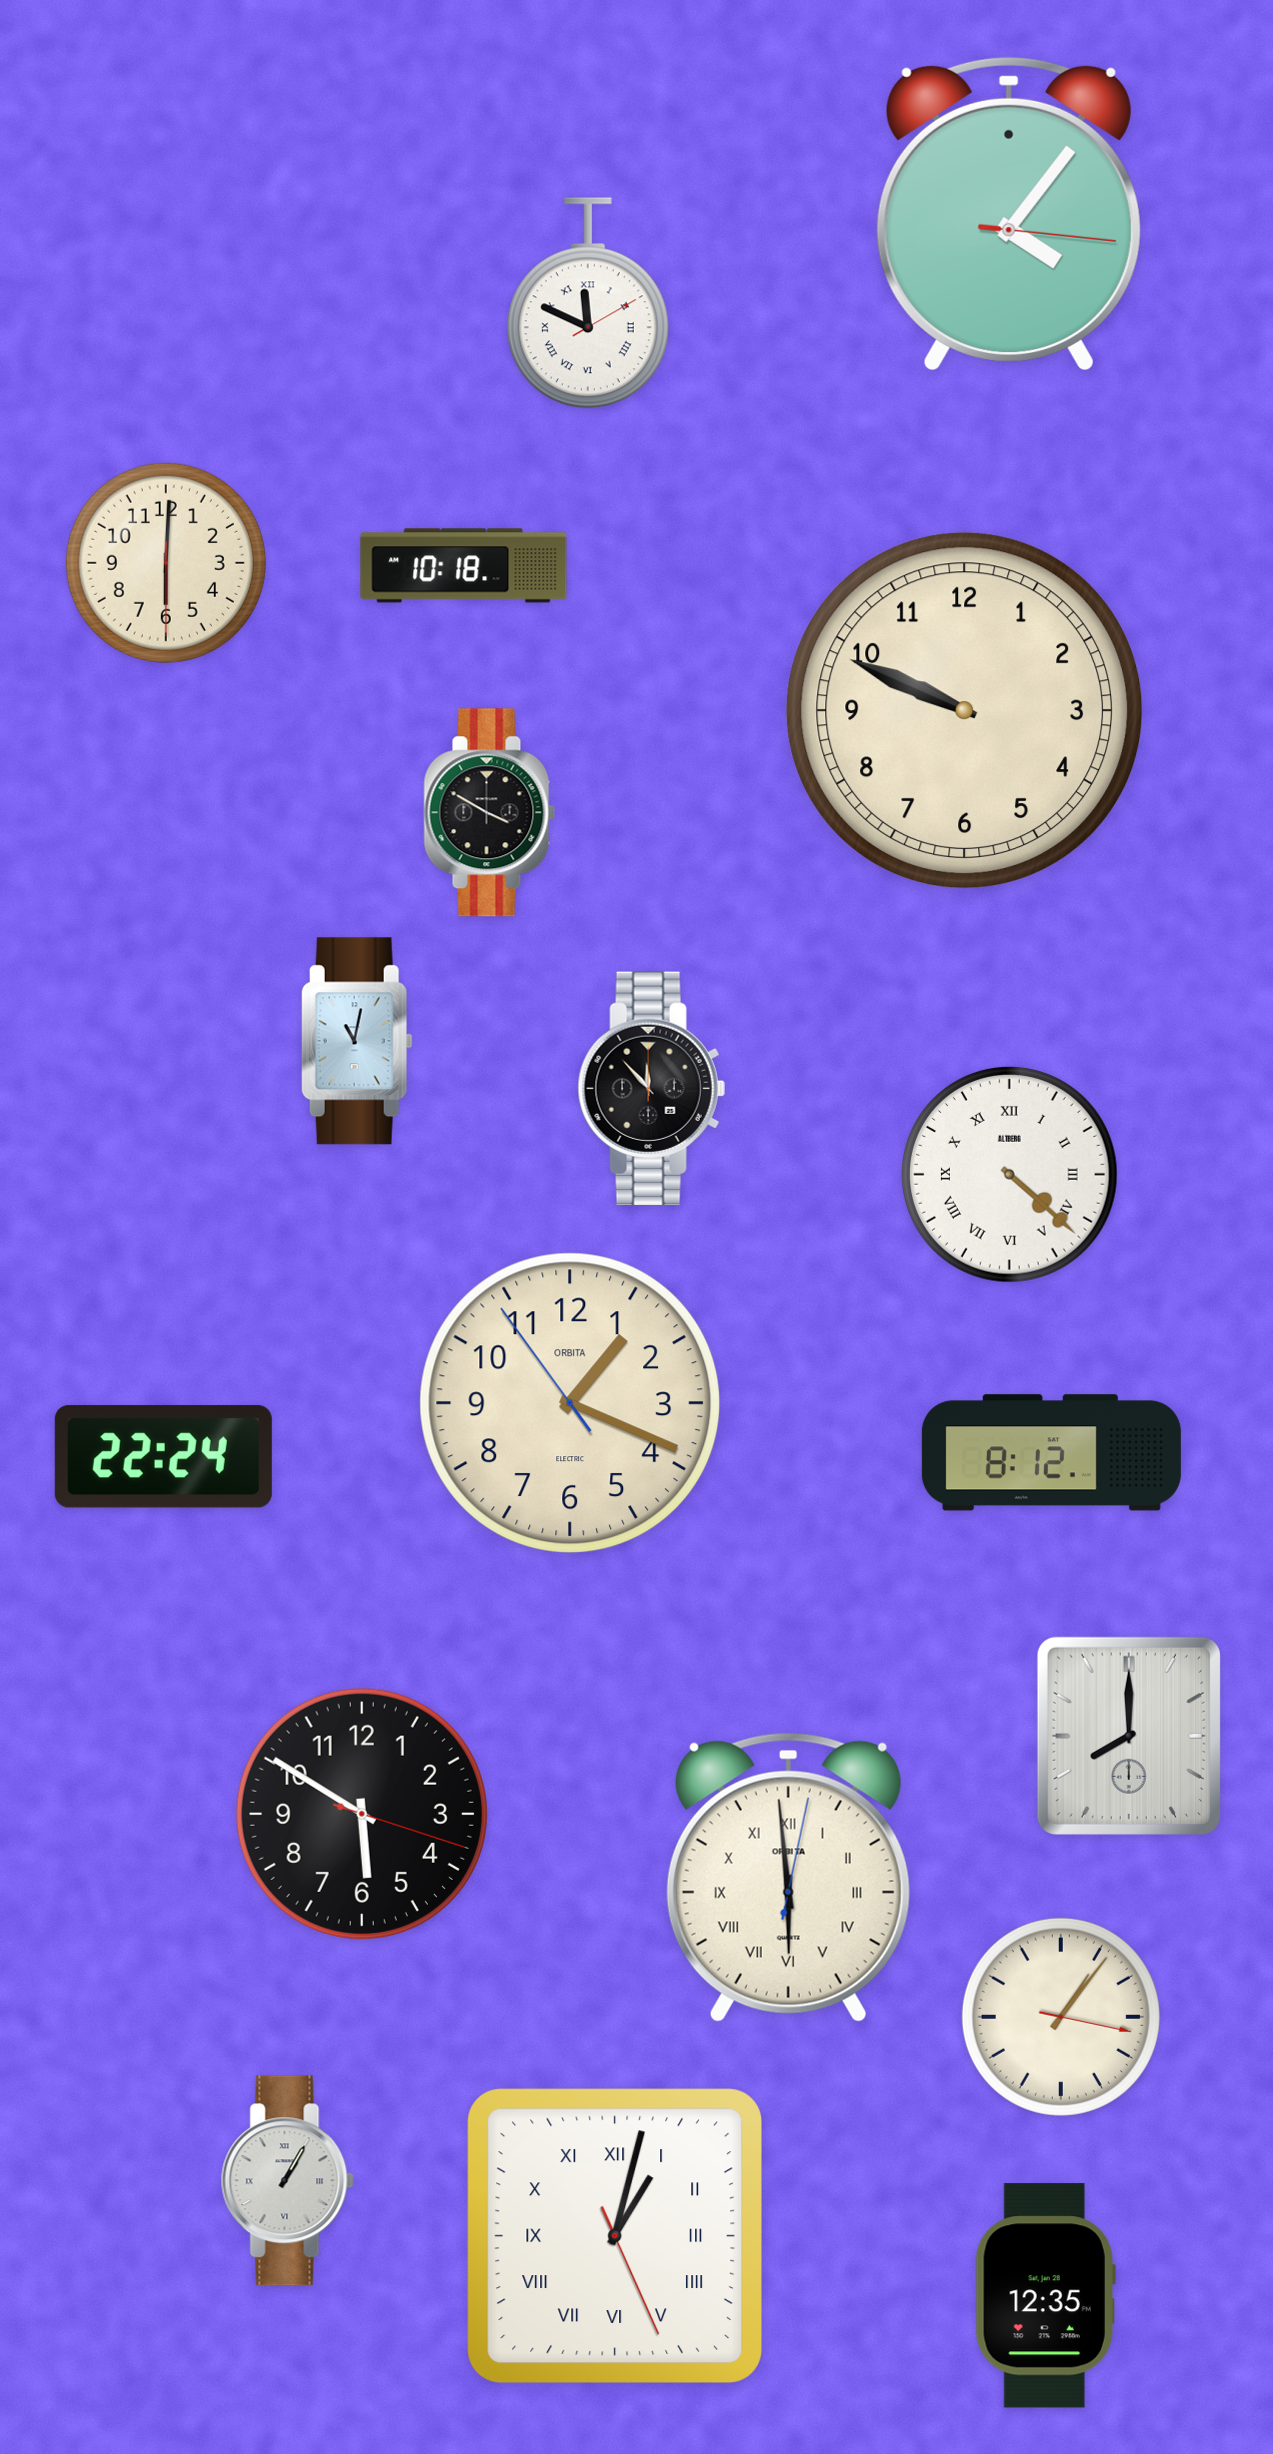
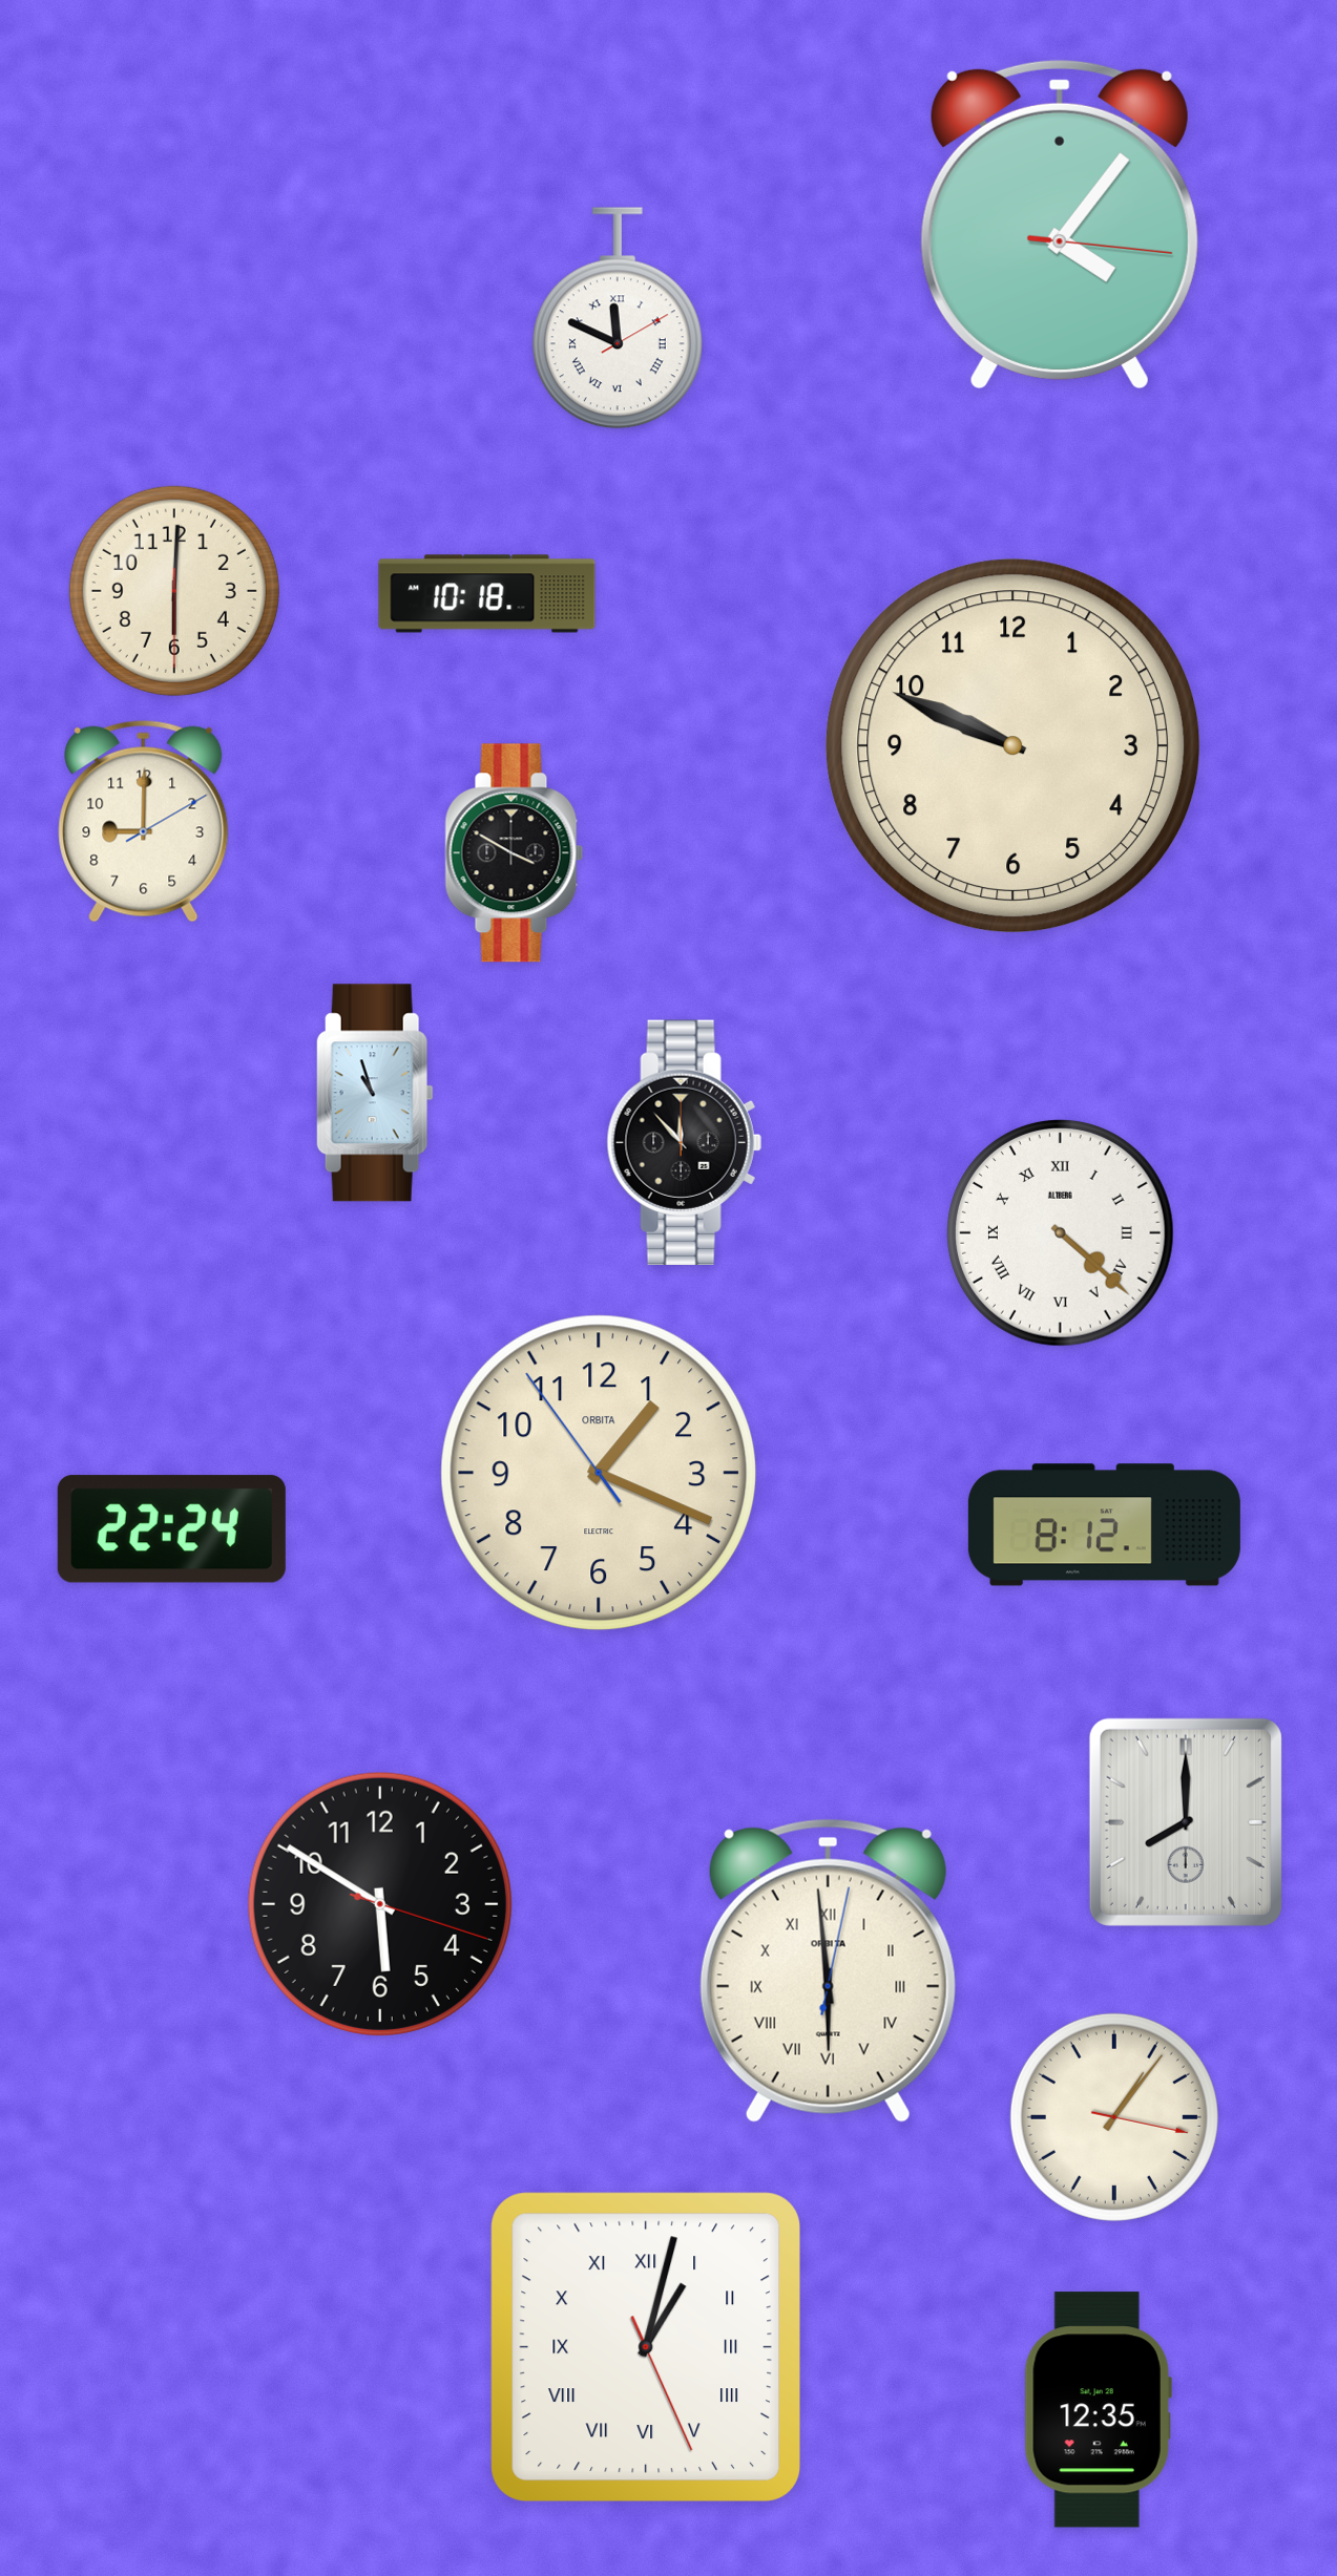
clock at (144, 821): none -> 9:00
clock at (357, 1041): 11:02 -> 10:57
clock at (287, 2181): 1:05 -> none
